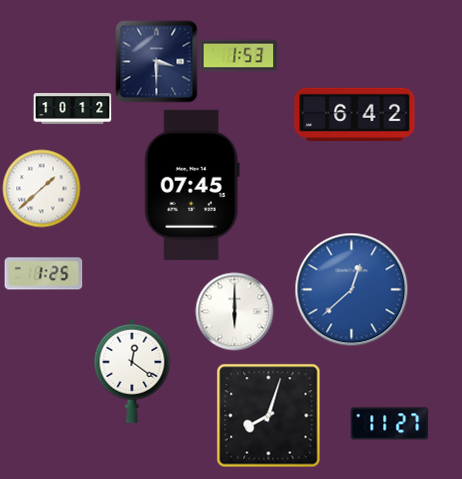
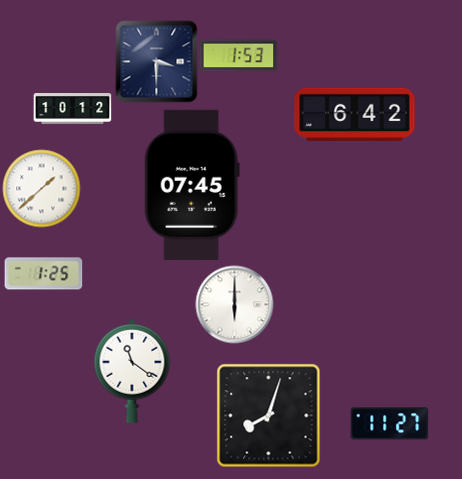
clock at (351, 289): 12:38 -> none
clock at (234, 311) position: (234, 311) -> (234, 304)
clock at (132, 371): 12:21 -> 11:21
